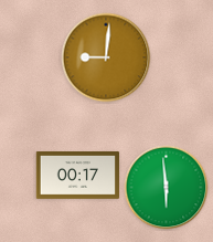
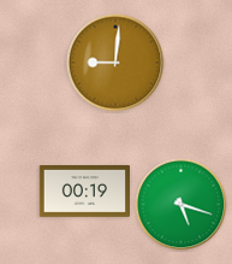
clock at (77, 176): 00:17 -> 00:19
clock at (167, 188): 5:59 -> 5:18
